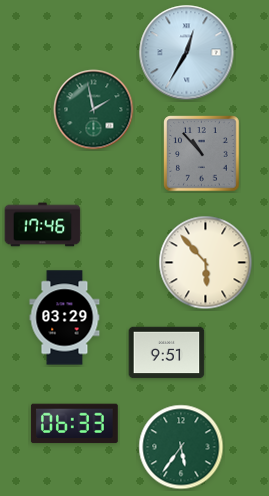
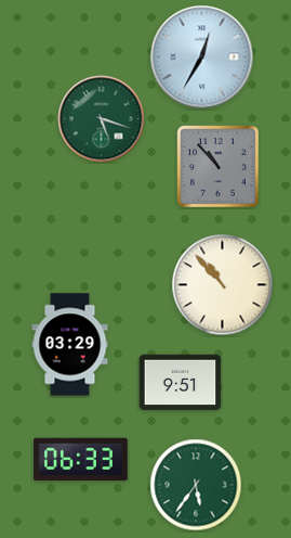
clock at (94, 110): 1:58 -> 5:18
clock at (43, 225): 17:46 -> none
clock at (206, 263): 5:53 -> 10:53
